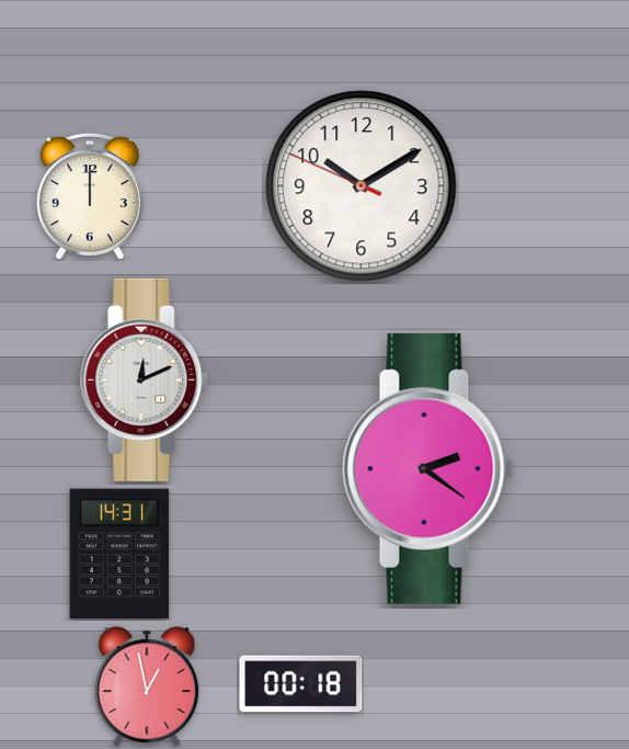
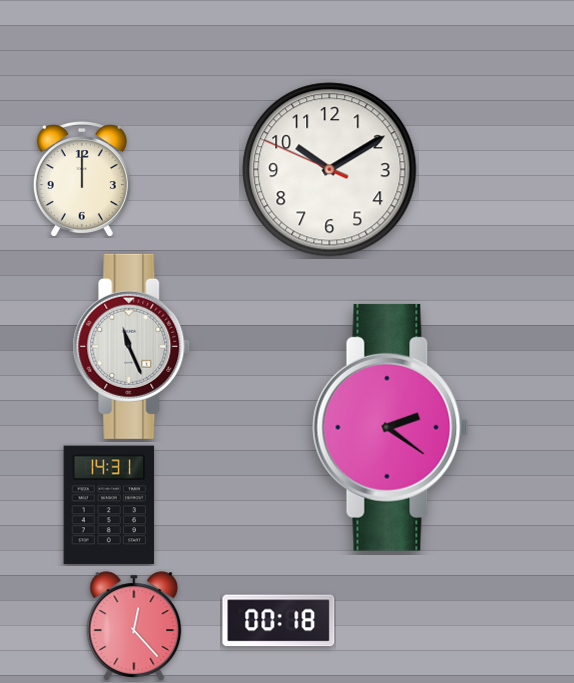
clock at (145, 379): 12:11 -> 11:26
clock at (301, 684) position: (301, 684) -> (279, 621)
clock at (147, 686): 12:58 -> 12:23
